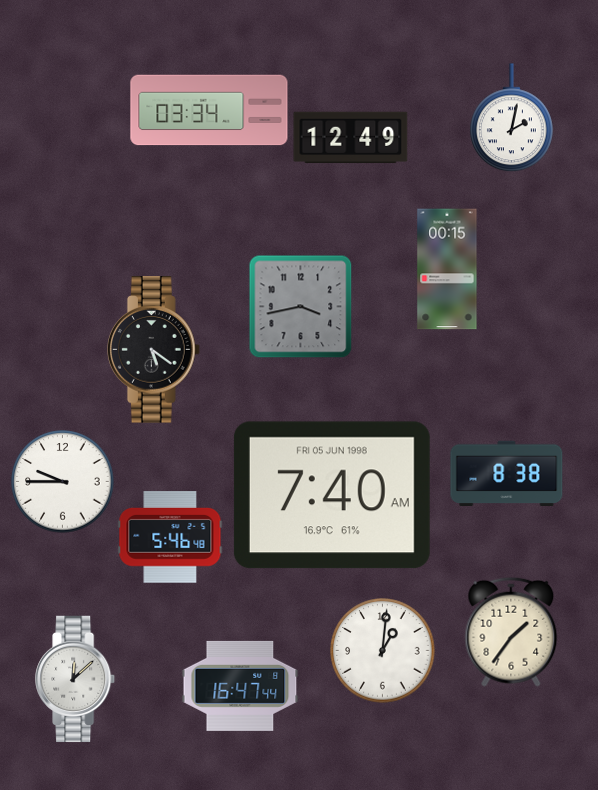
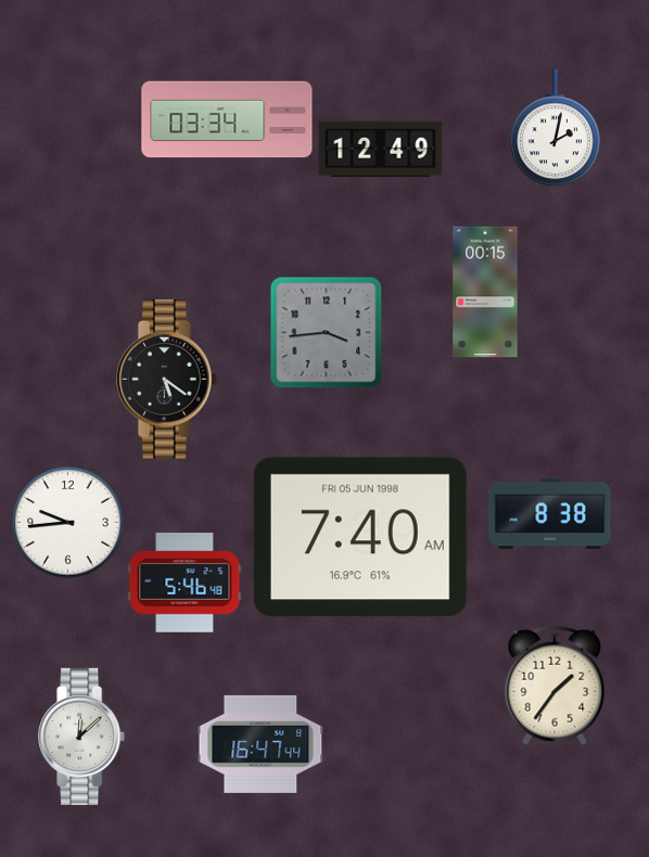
clock at (300, 306): 3:43 -> 3:44
clock at (63, 482): 9:45 -> 9:44
clock at (383, 651): 1:01 -> none
